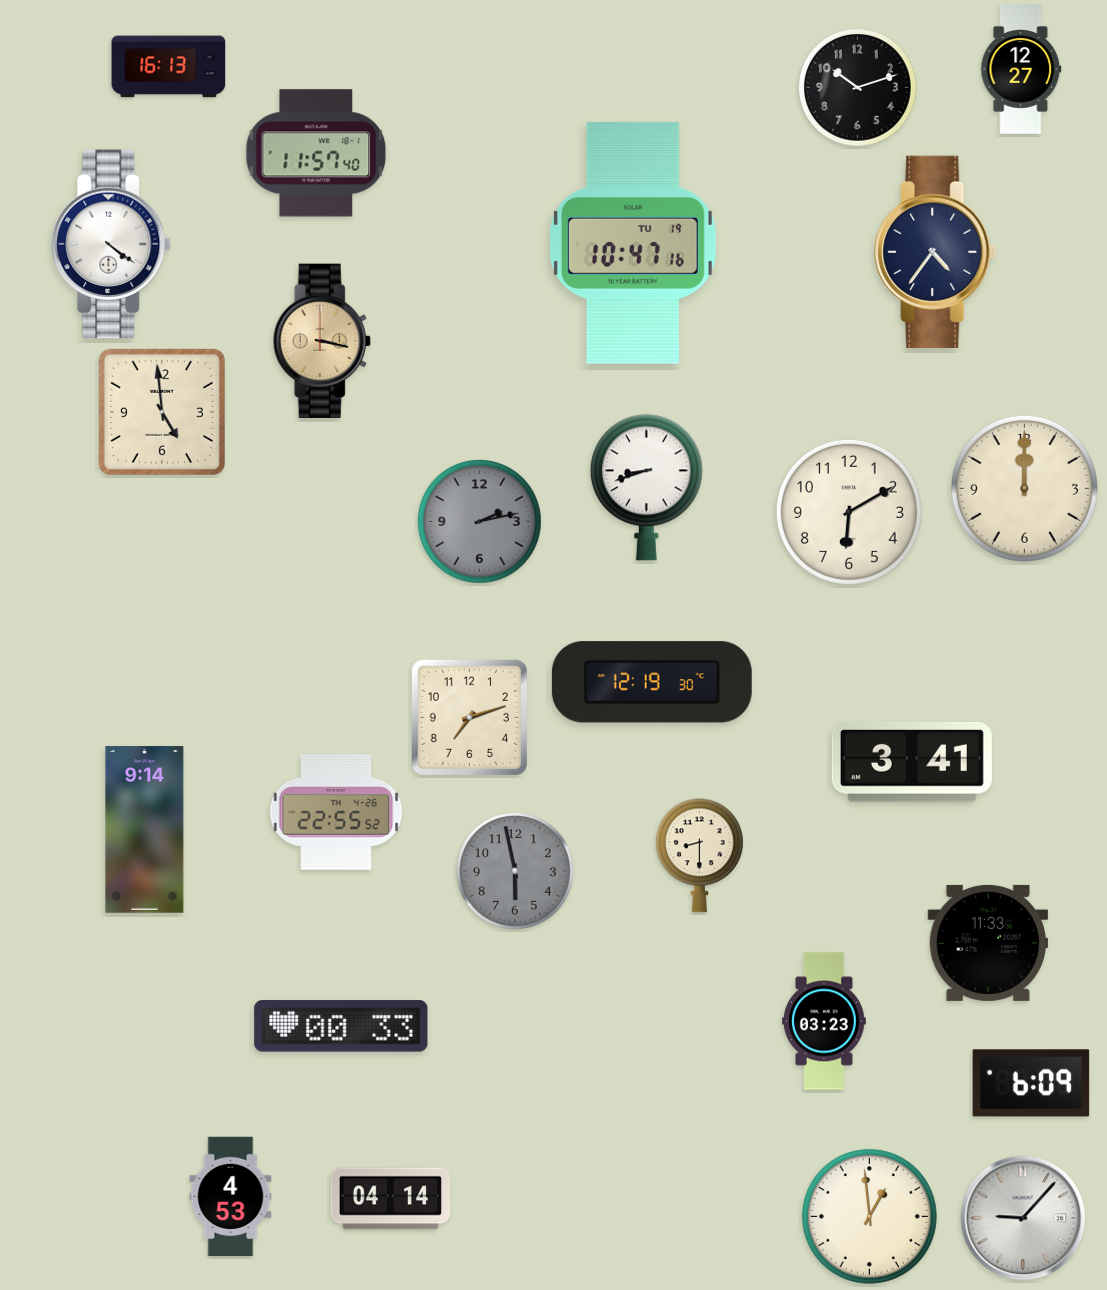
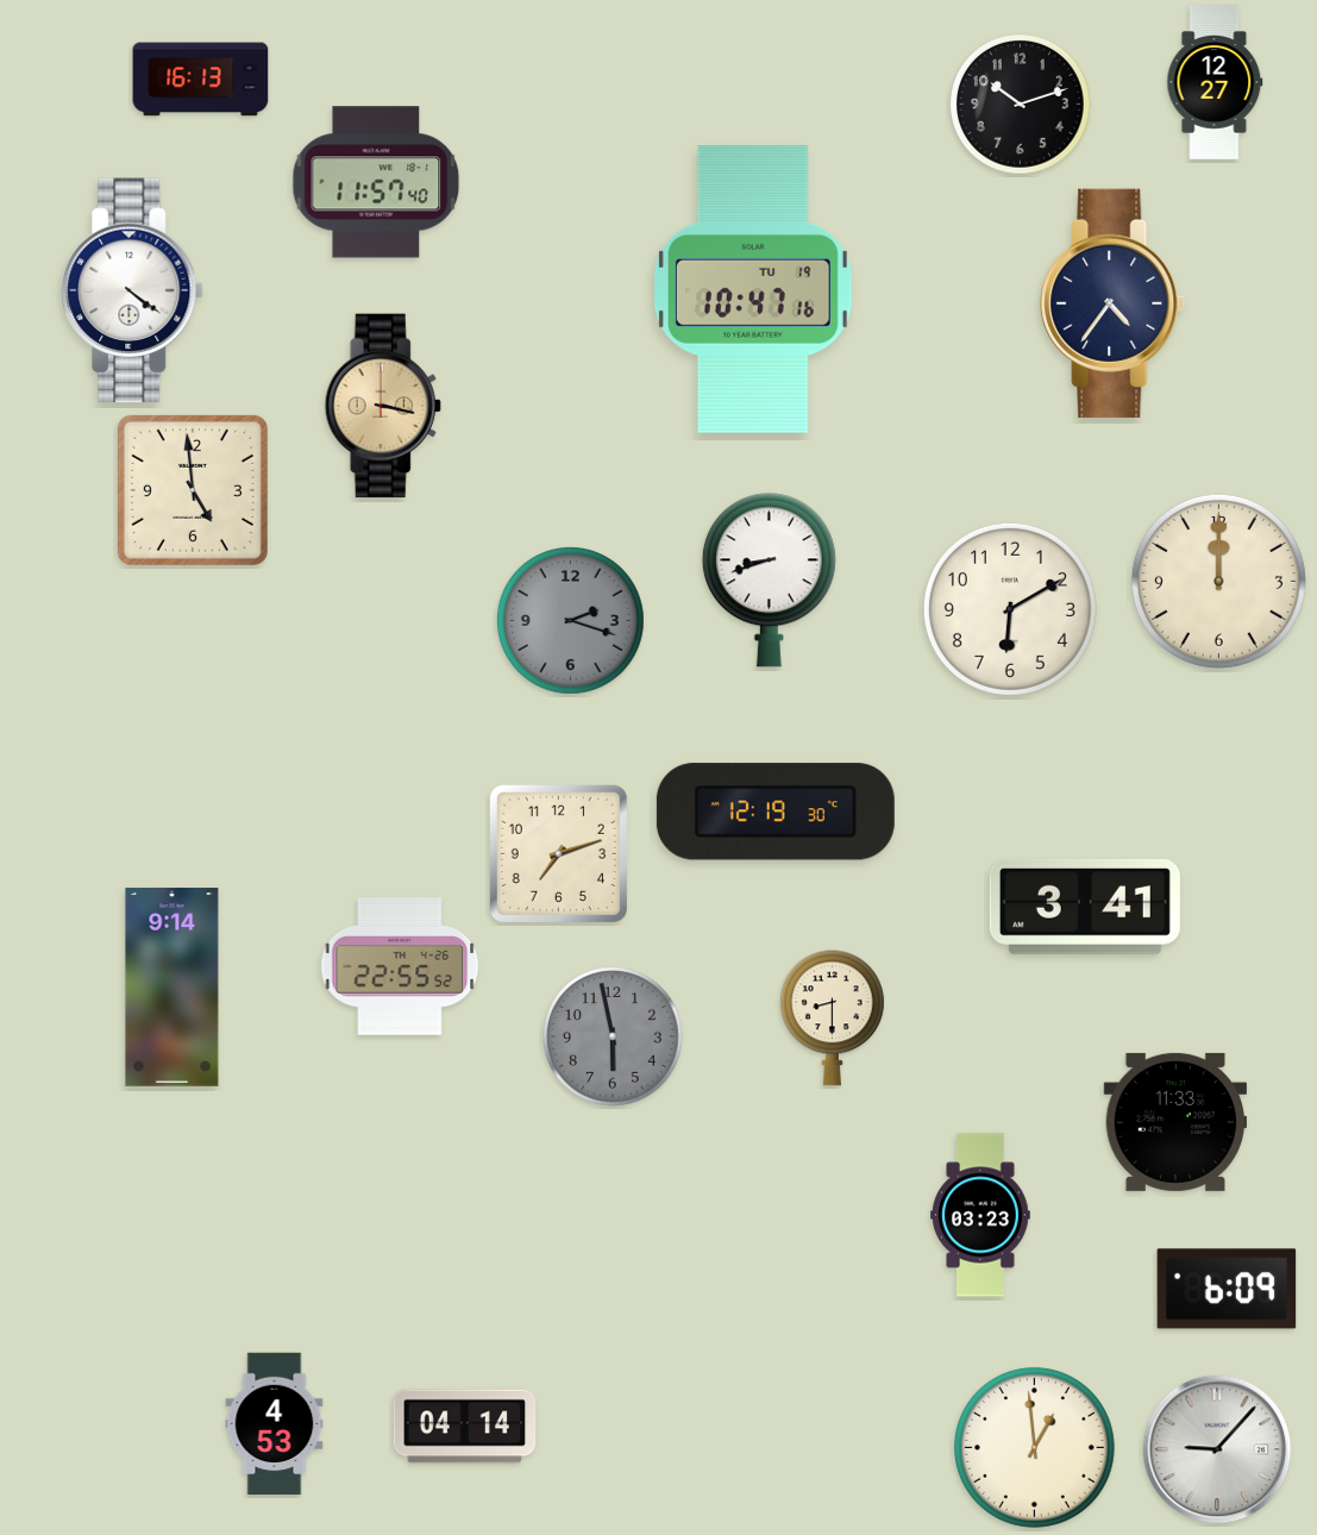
clock at (935, 252) position: (935, 252) -> (1112, 303)
clock at (479, 521): 2:13 -> 2:18
clock at (341, 1026): 00:33 -> none
